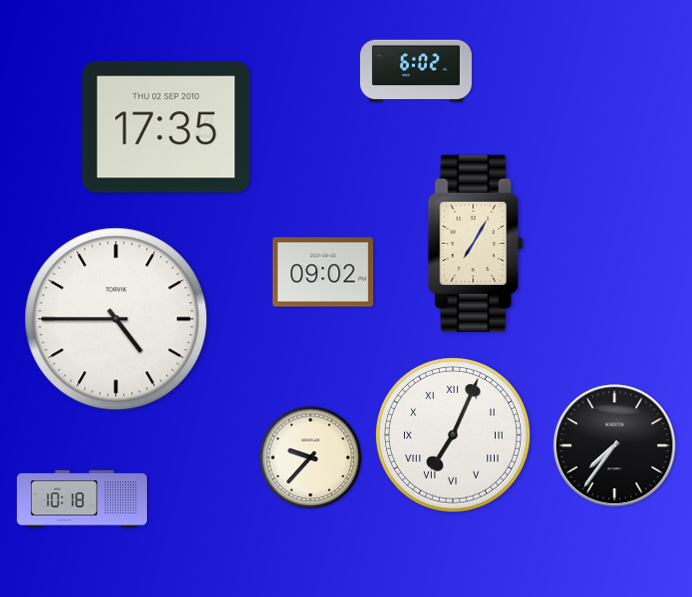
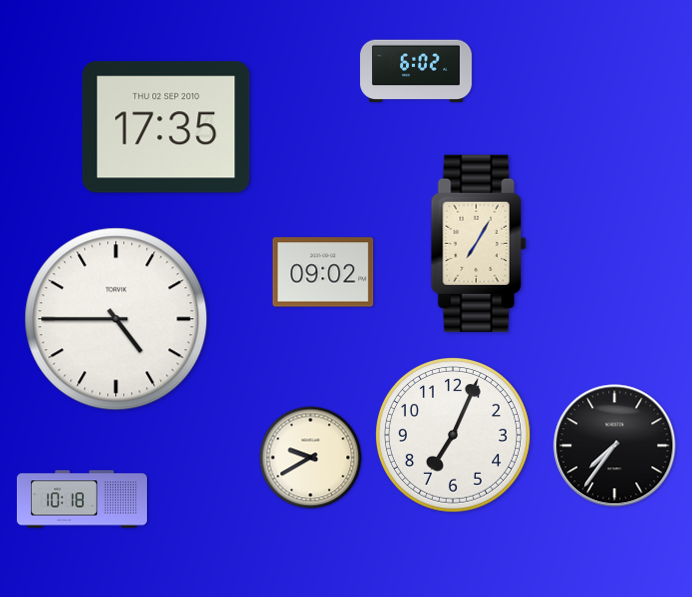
clock at (475, 243) position: (475, 243) -> (478, 243)
clock at (454, 436) numerals: Roman -> Arabic
clock at (311, 458): 9:37 -> 9:40
